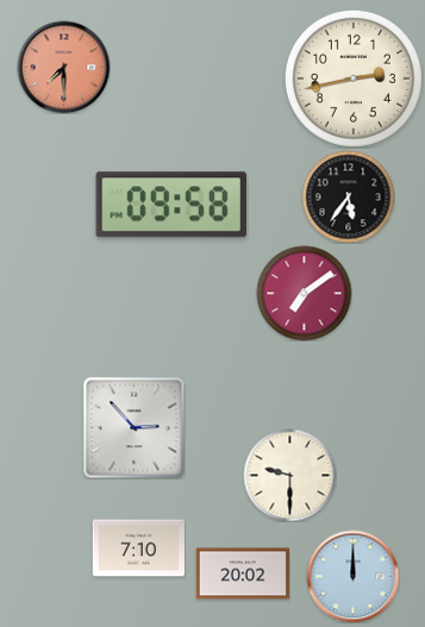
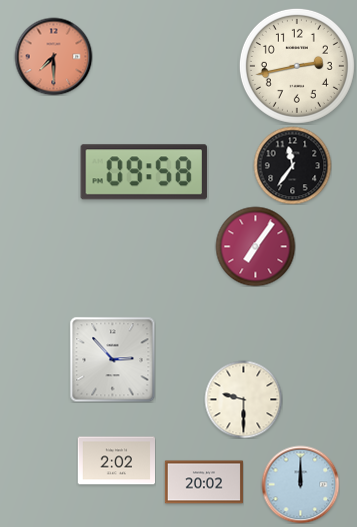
clock at (348, 196): 5:36 -> 11:36
clock at (304, 293): 7:09 -> 7:06
clock at (138, 548): 7:10 -> 2:02
clock at (352, 576) position: (352, 576) -> (300, 484)
